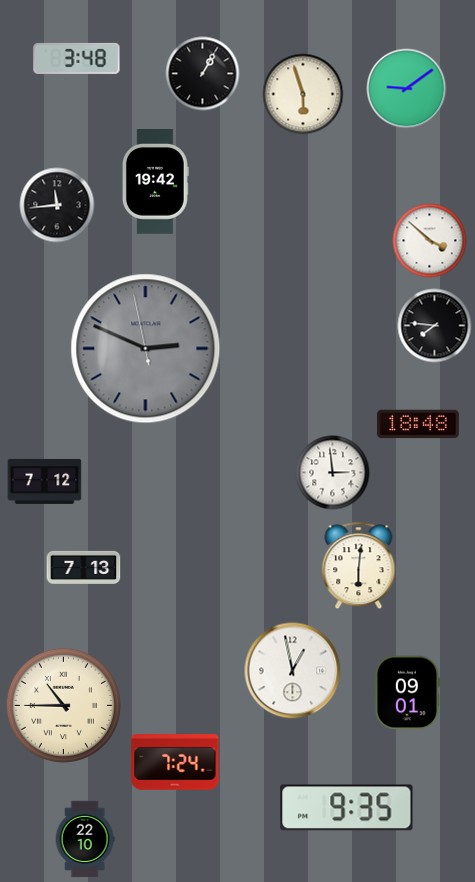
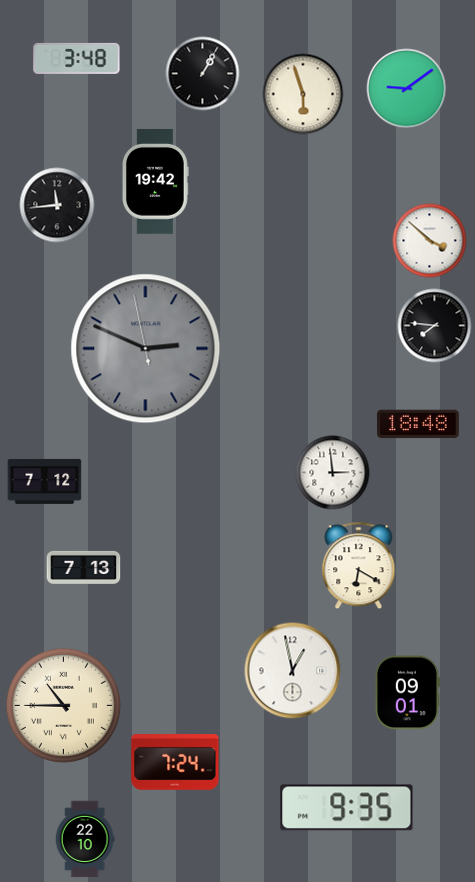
clock at (359, 566): 6:01 -> 6:20
